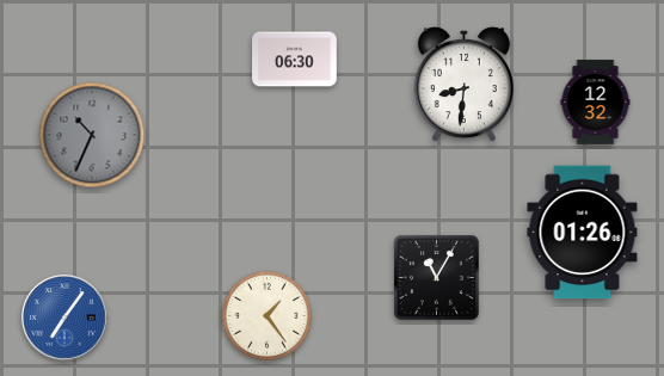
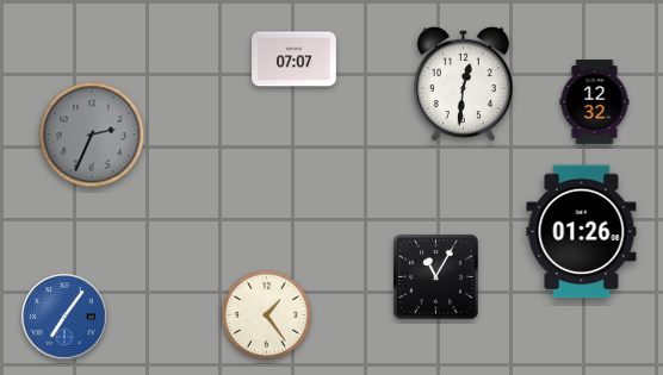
clock at (295, 60): 06:30 -> 07:07
clock at (463, 85): 8:31 -> 12:31
clock at (92, 135): 10:34 -> 2:34
